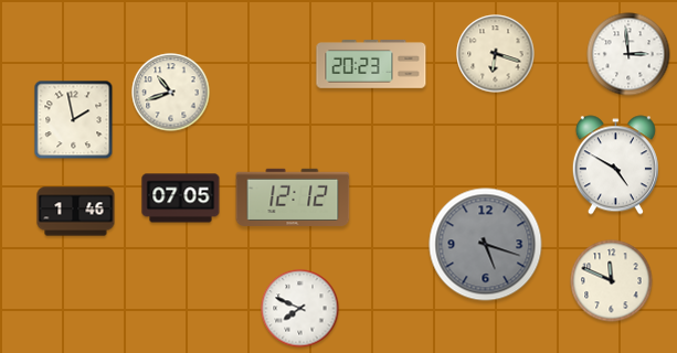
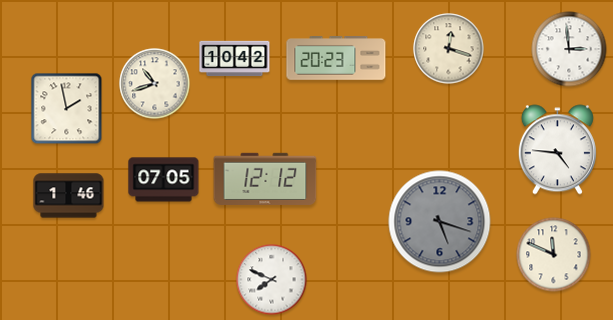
clock at (496, 54): 6:18 -> 12:18
clock at (235, 59): none -> 10:42
clock at (615, 165): 4:50 -> 4:46
clock at (76, 212) position: (76, 212) -> (69, 196)
